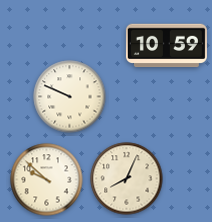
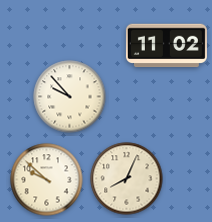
clock at (166, 46): 10:59 -> 11:02
clock at (70, 97): 9:49 -> 9:53
